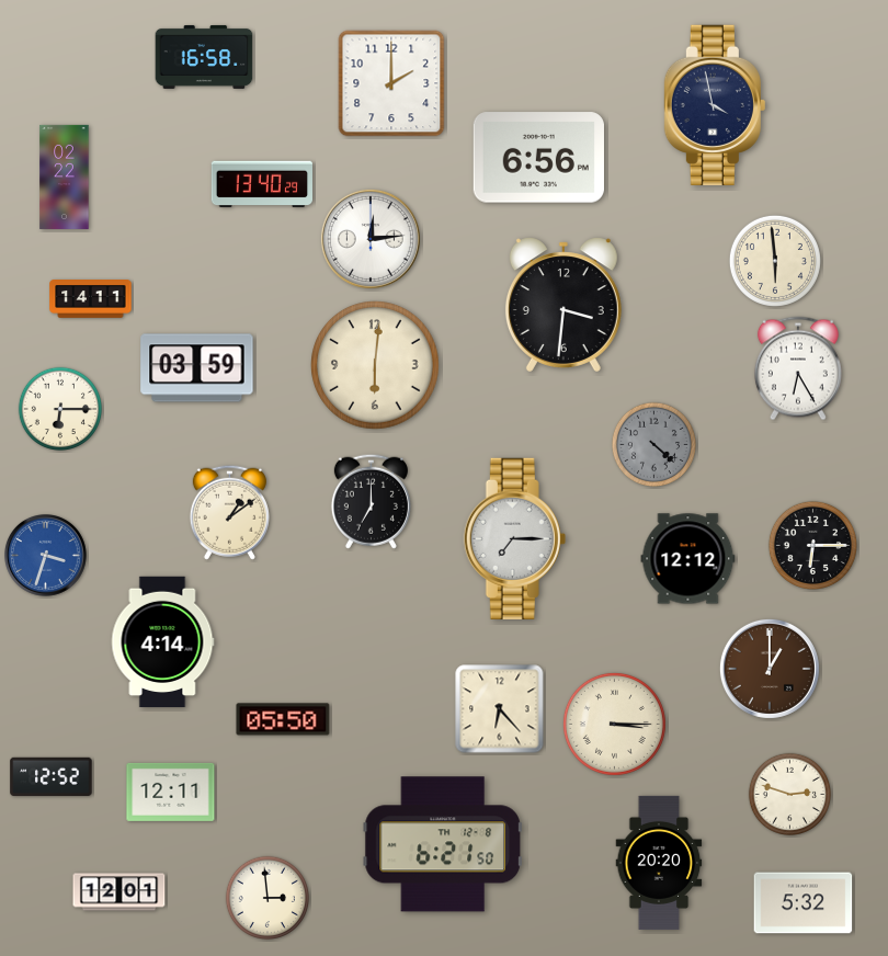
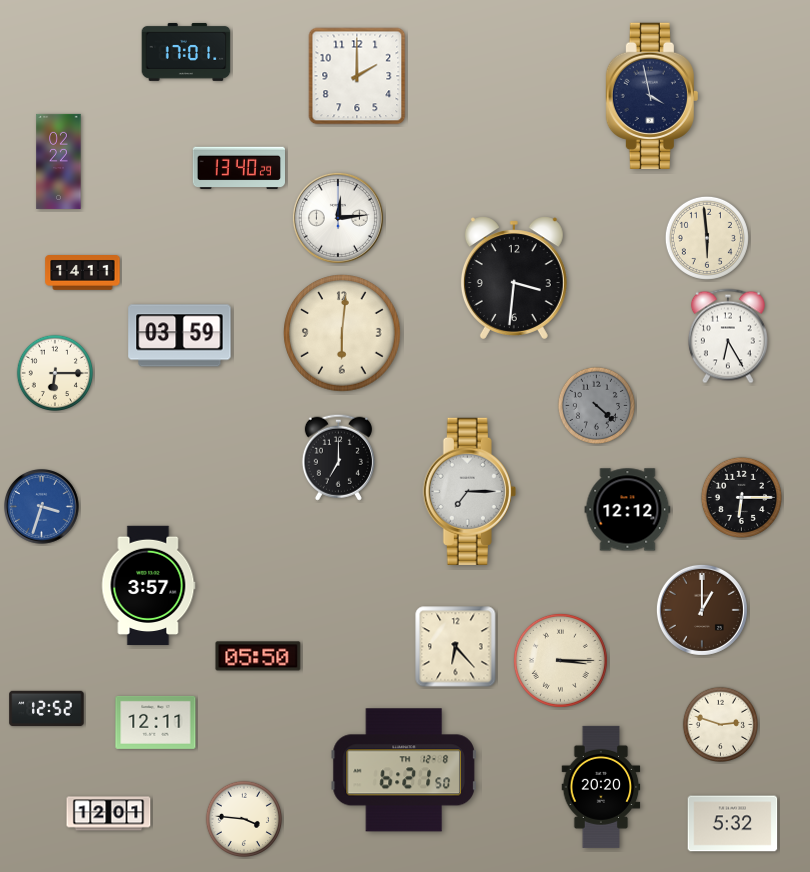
clock at (204, 57): 16:58 -> 17:01
clock at (538, 158): 6:56 -> none
clock at (229, 512): 1:09 -> none
clock at (162, 642): 4:14 -> 3:57
clock at (266, 897): 2:59 -> 3:46
